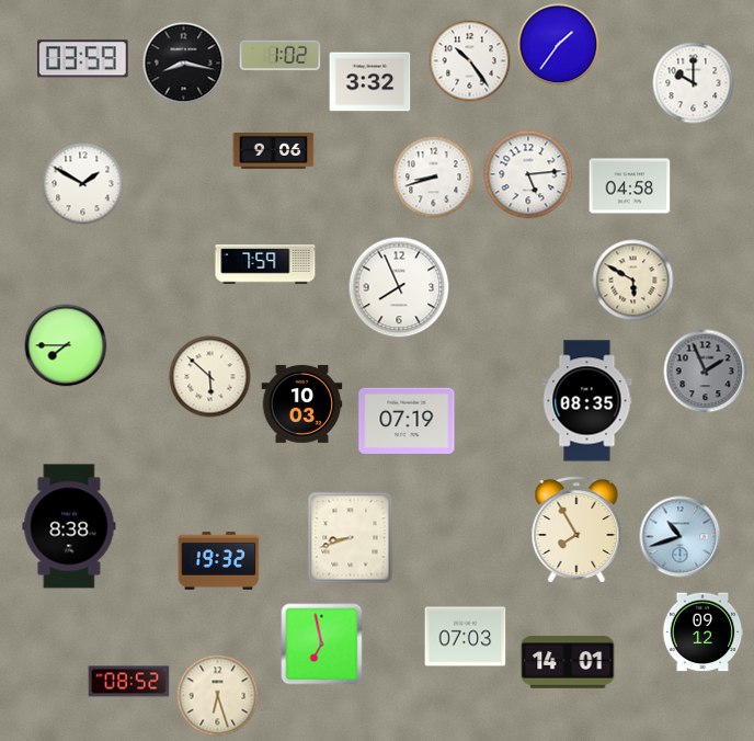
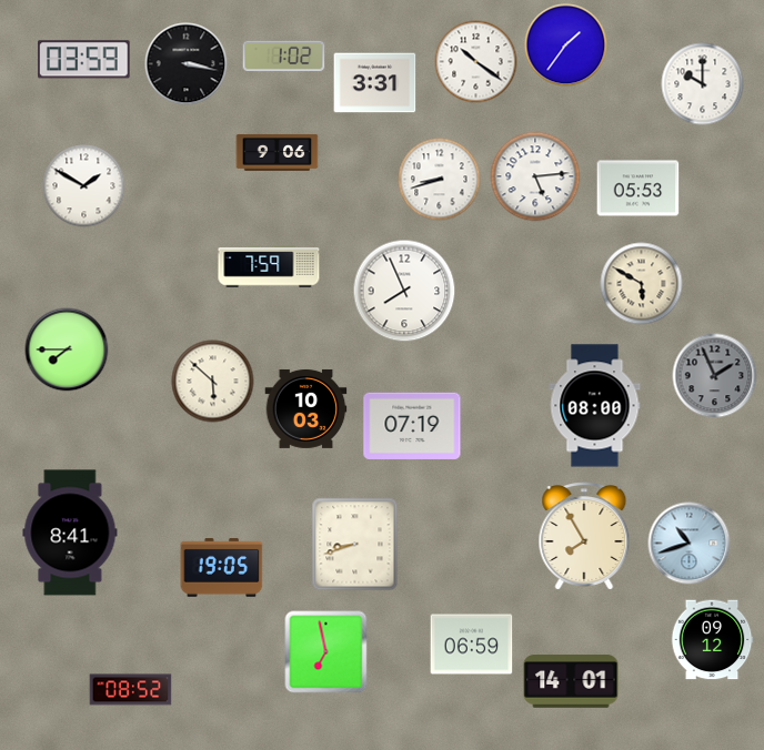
clock at (470, 61): 10:24 -> 10:21
clock at (184, 64): 8:17 -> 3:17
clock at (370, 82): 3:32 -> 3:31
clock at (630, 186): 04:58 -> 05:53
clock at (587, 401): 08:35 -> 08:00
clock at (69, 526): 8:38 -> 8:41
clock at (219, 561): 19:32 -> 19:05
clock at (466, 637): 07:03 -> 06:59
clock at (568, 662) position: (568, 662) -> (571, 681)
clock at (218, 696): 6:27 -> none
